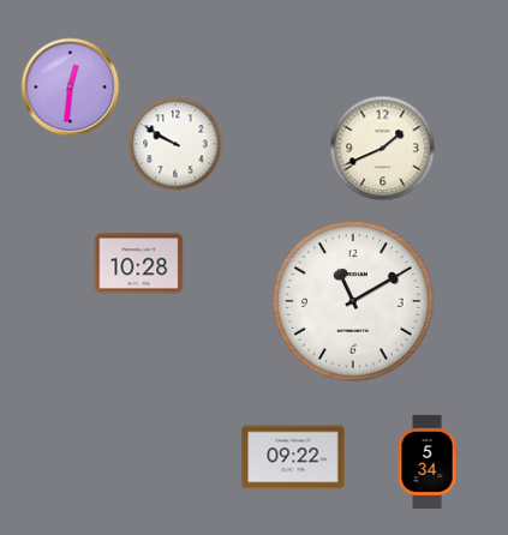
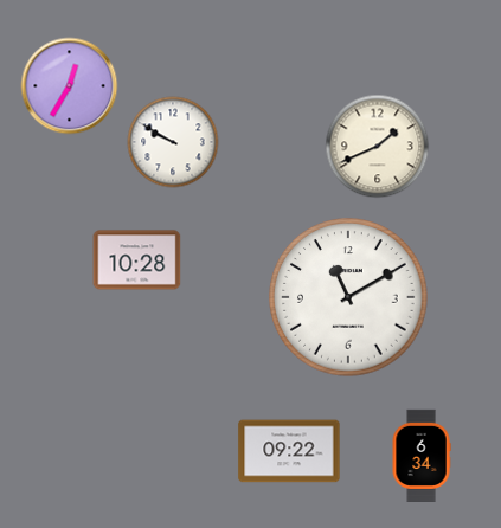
clock at (71, 88): 12:31 -> 12:35
clock at (428, 461): 5:34 -> 6:34
